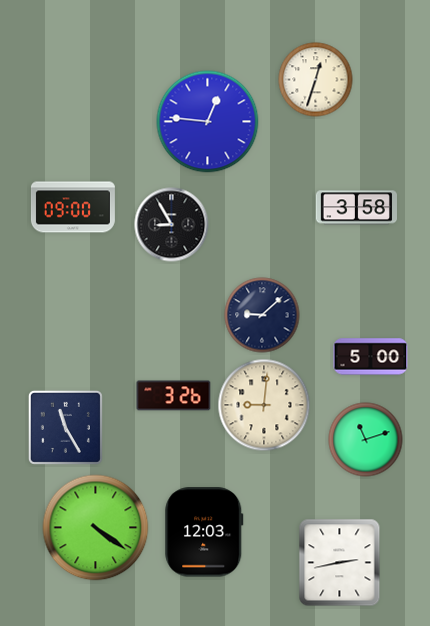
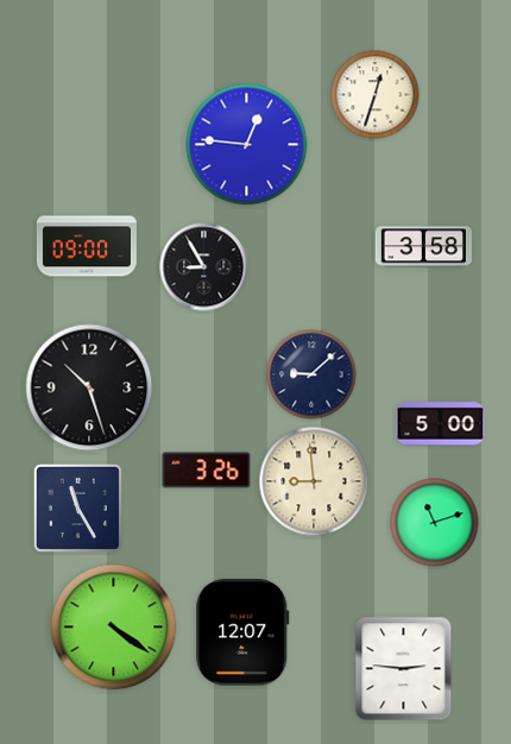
clock at (89, 387): none -> 10:27
clock at (264, 405): 9:01 -> 8:59
clock at (204, 532): 12:03 -> 12:07
clock at (340, 563): 2:43 -> 2:46
